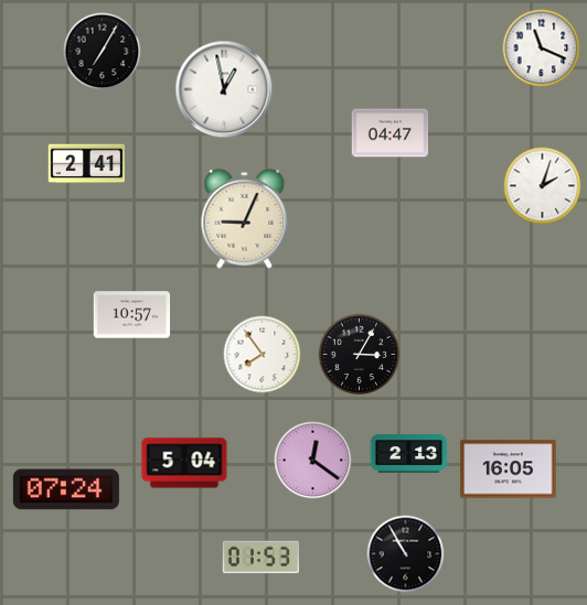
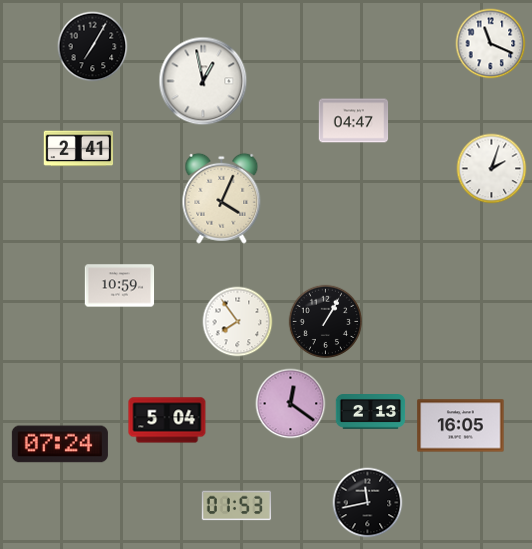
clock at (245, 218): 9:04 -> 4:04
clock at (132, 315): 10:57 -> 10:59
clock at (360, 355): 3:05 -> 1:05
clock at (313, 461) position: (313, 461) -> (291, 404)
clock at (406, 554): 10:55 -> 11:43
